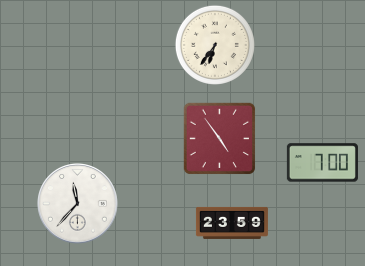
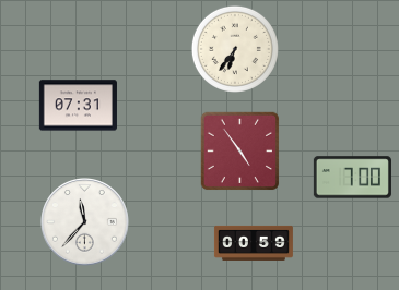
clock at (78, 106): none -> 07:31
clock at (232, 223): 23:59 -> 00:59
